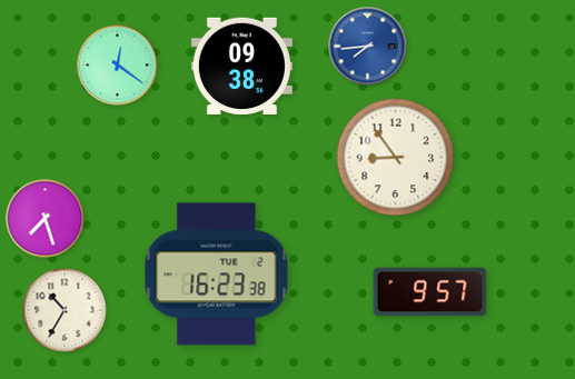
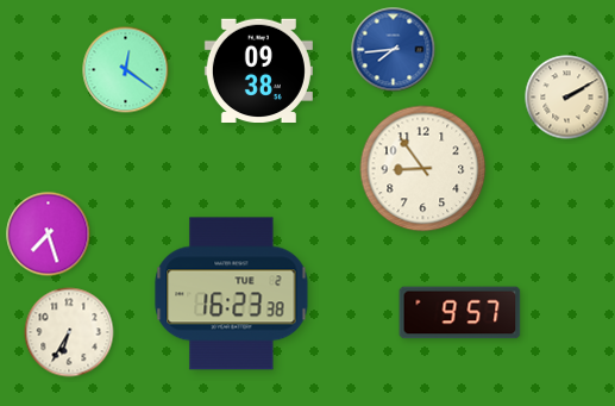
clock at (567, 98): none -> 2:10
clock at (65, 310): 10:35 -> 6:35
